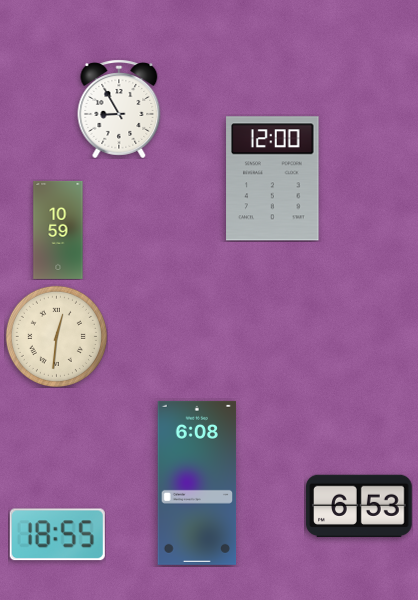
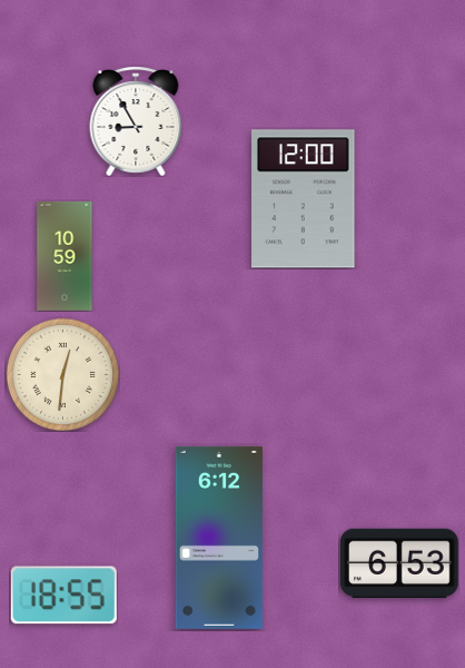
clock at (119, 109) position: (119, 109) -> (136, 121)
clock at (197, 483): 6:08 -> 6:12
